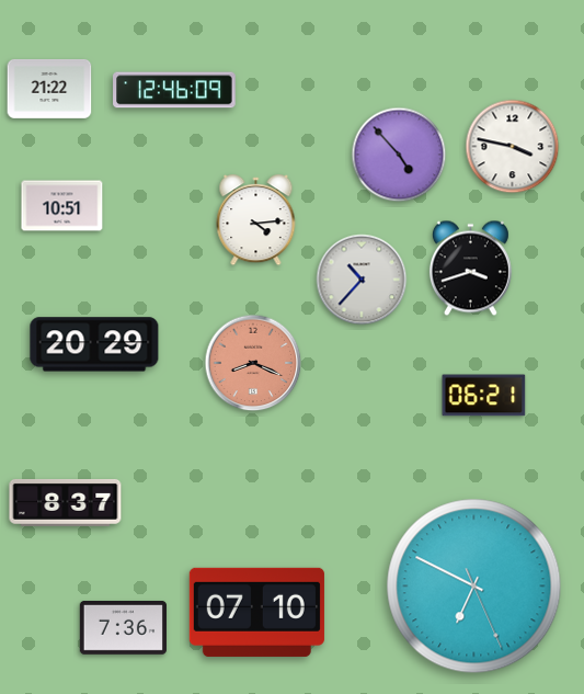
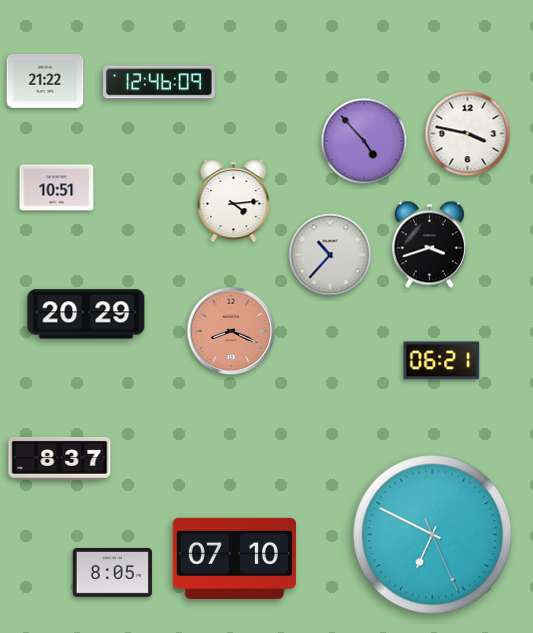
clock at (123, 627): 7:36 -> 8:05
